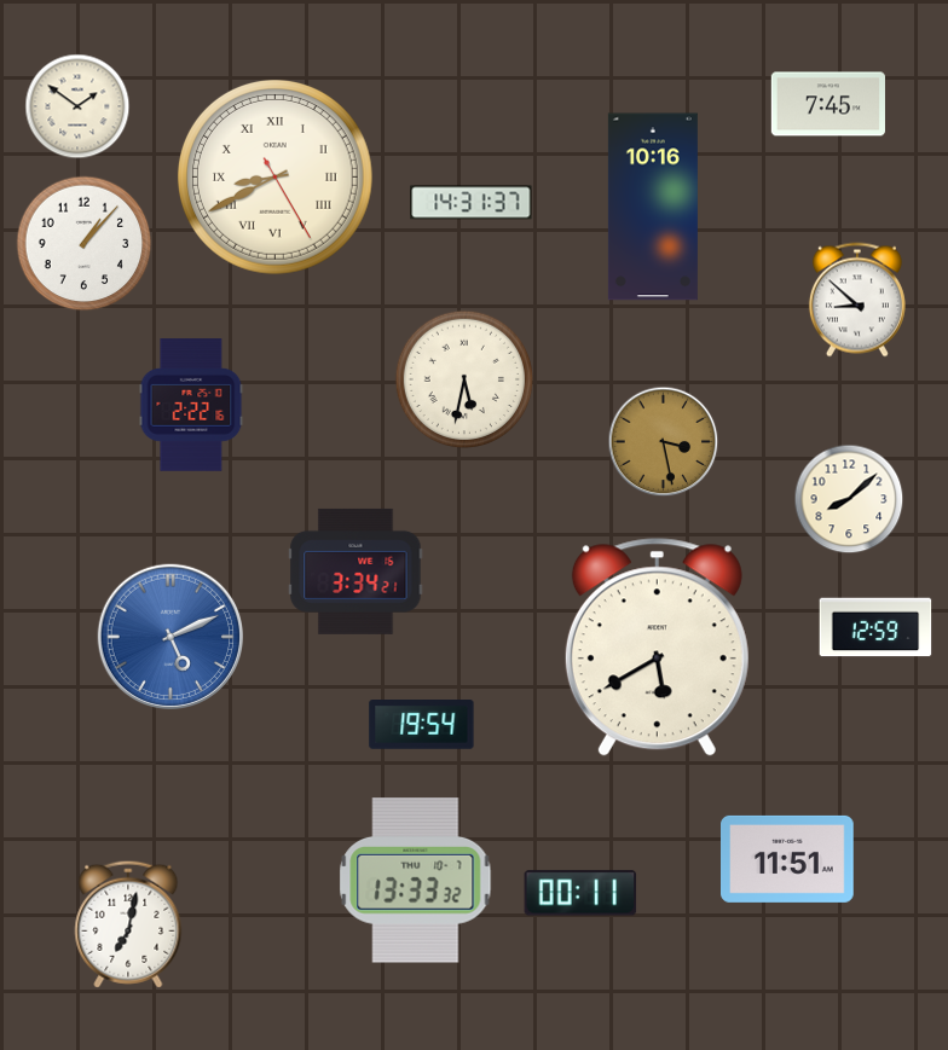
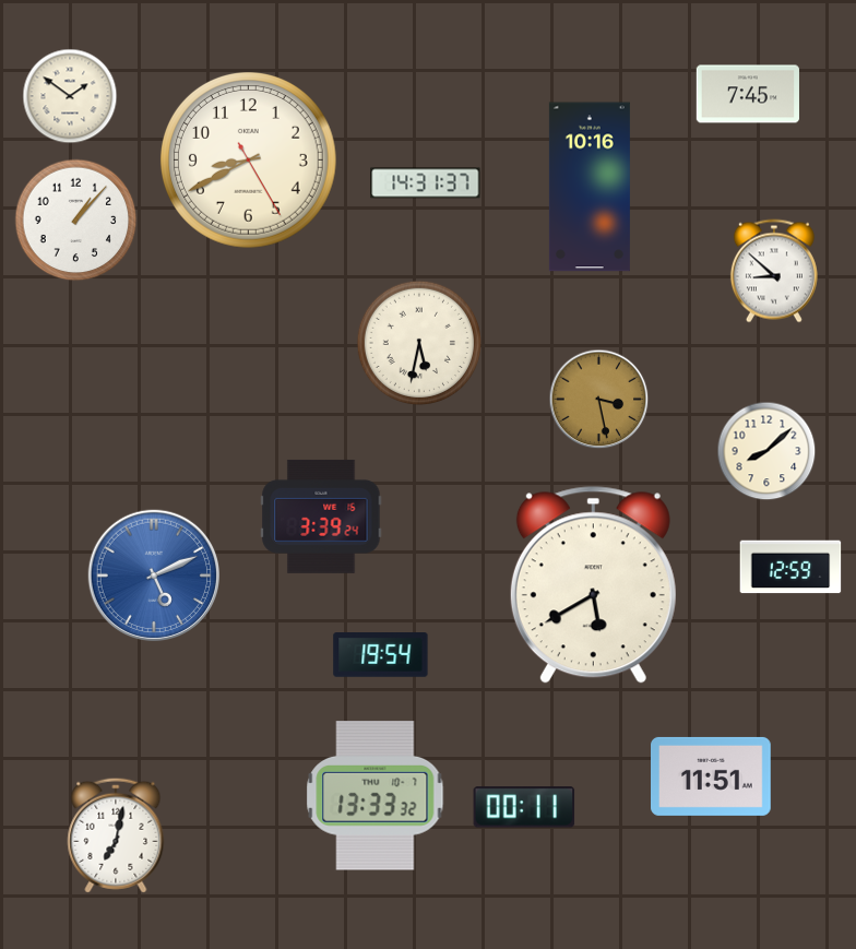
clock at (274, 176) numerals: Roman -> Arabic
clock at (191, 405): 2:22 -> none
clock at (355, 572): 3:34 -> 3:39
